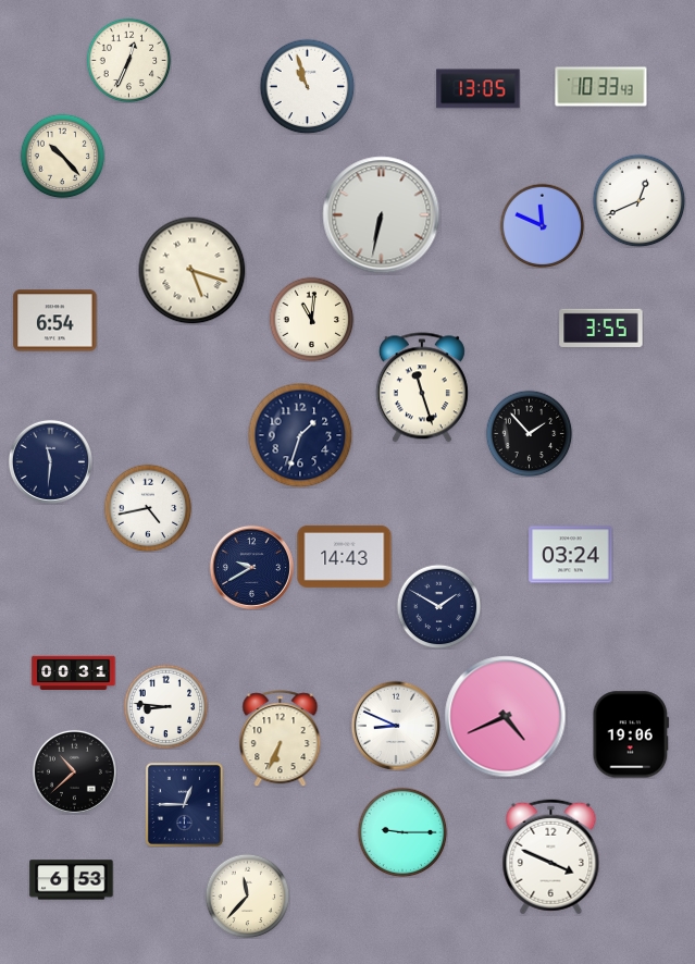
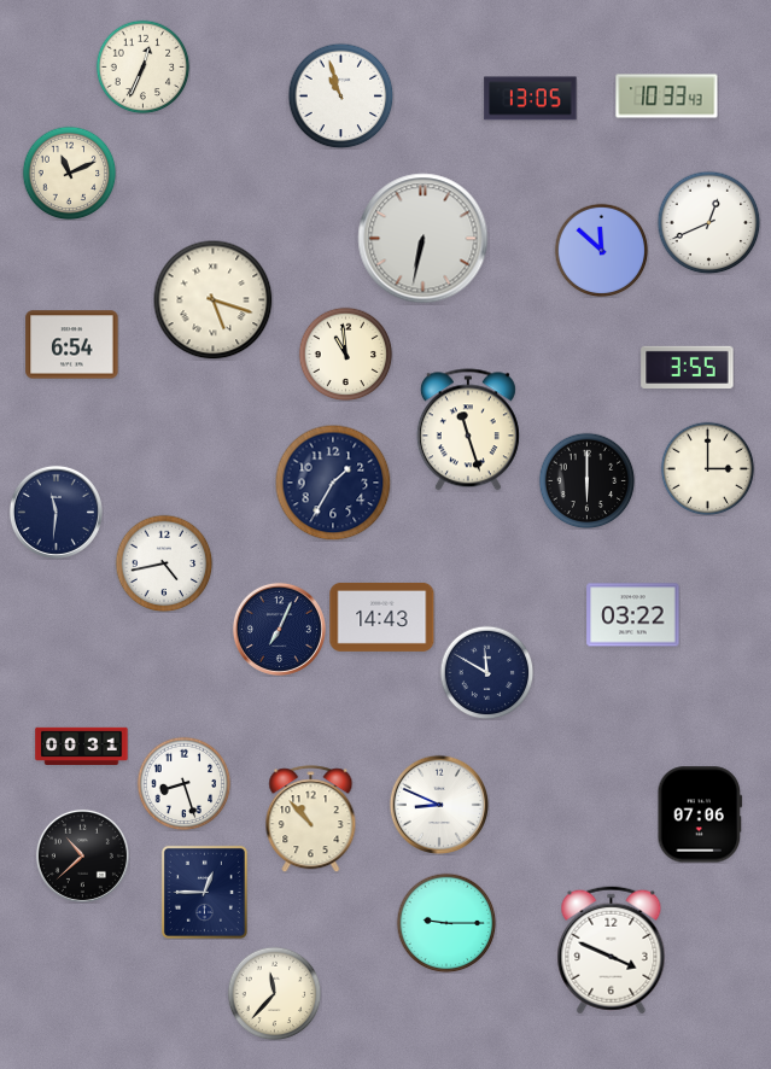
clock at (62, 156): 10:23 -> 11:11
clock at (542, 225): 11:49 -> 11:52
clock at (311, 319): 11:01 -> 10:59
clock at (55, 321) position: (55, 321) -> (72, 345)
clock at (601, 327) position: (601, 327) -> (688, 367)
clock at (707, 468): none -> 3:00
clock at (529, 433): 1:53 -> 6:00
clock at (300, 435): 1:33 -> 1:35
clock at (571, 555): 03:24 -> 03:22
clock at (251, 567): 9:40 -> 7:04
clock at (438, 606): 1:50 -> 11:50
clock at (165, 706): 8:46 -> 8:27
clock at (506, 717): 4:41 -> none
clock at (631, 734): 19:06 -> 07:06
clock at (281, 739): 6:34 -> 10:53
clock at (72, 880): 6:53 -> none
